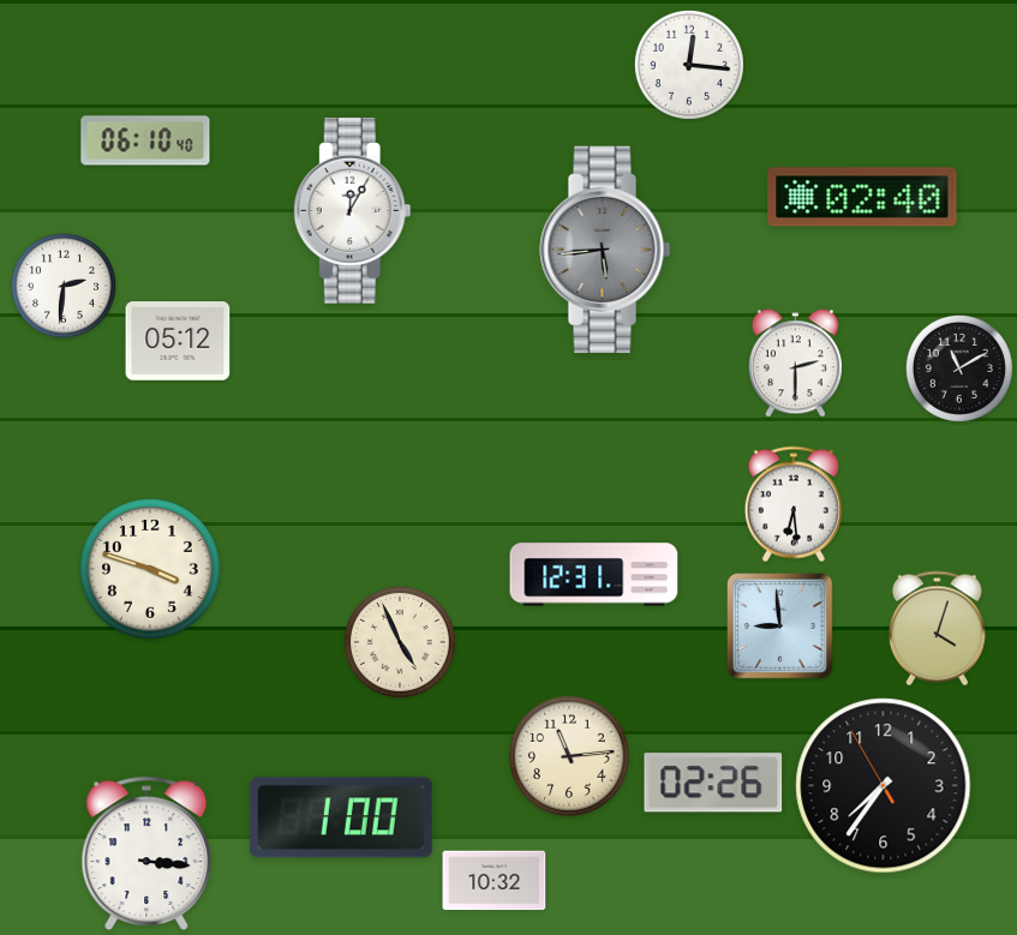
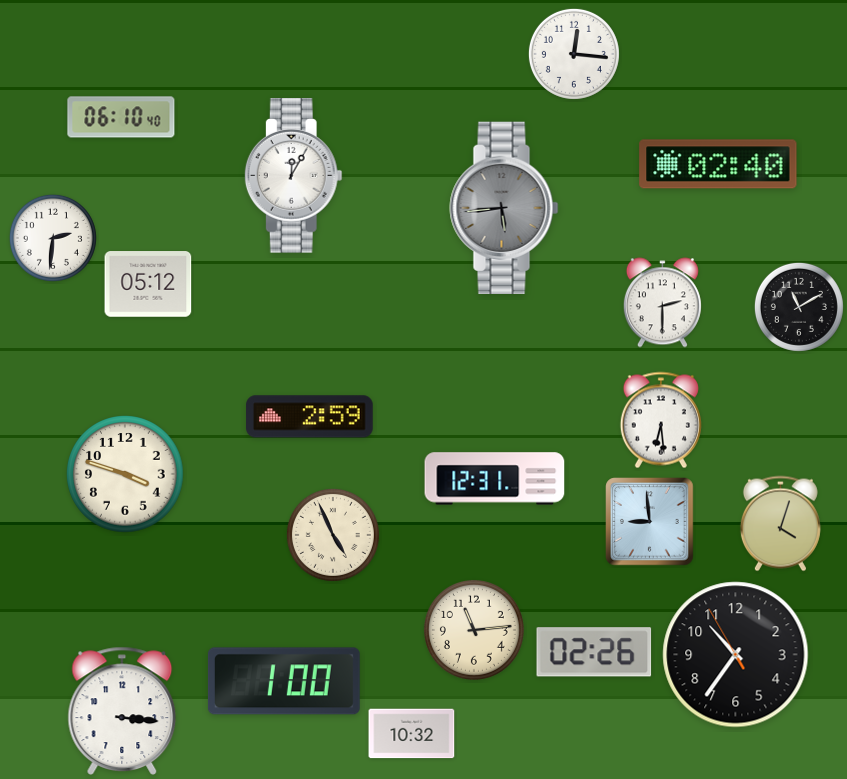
clock at (310, 417): none -> 2:59
clock at (884, 786): 7:35 -> 10:35
